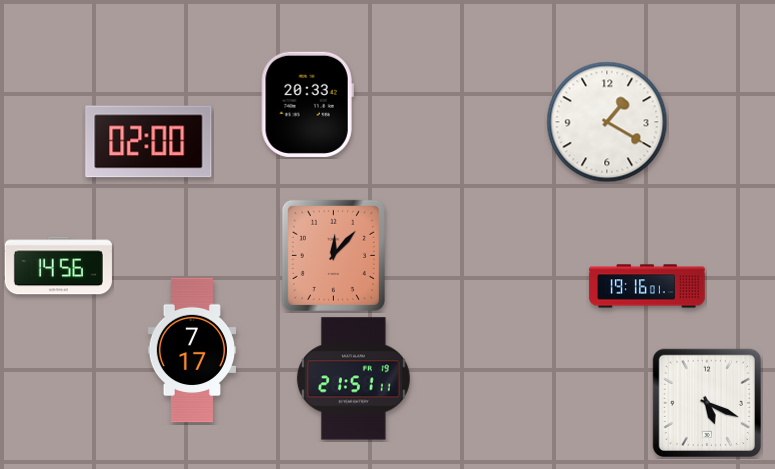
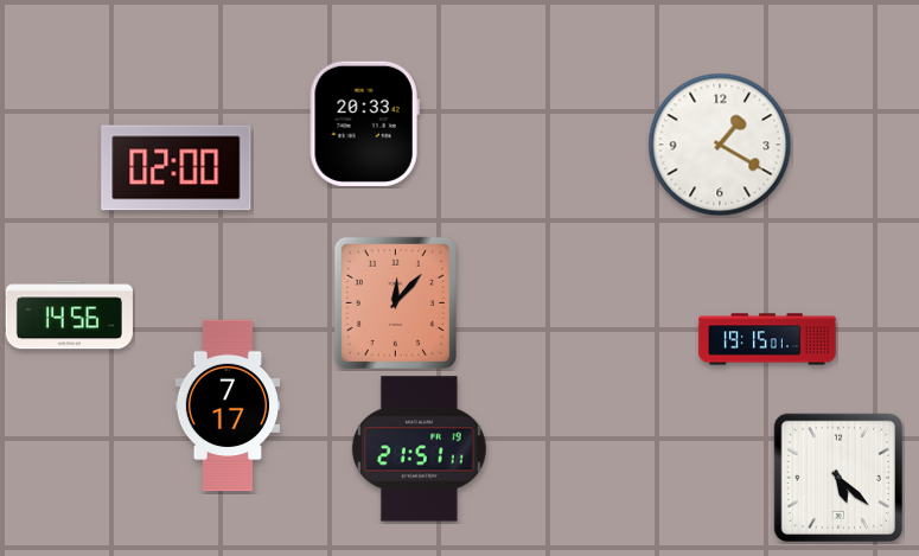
clock at (647, 286): 19:16 -> 19:15
clock at (191, 350) position: (191, 350) -> (226, 405)
clock at (707, 403): 5:19 -> 5:22
